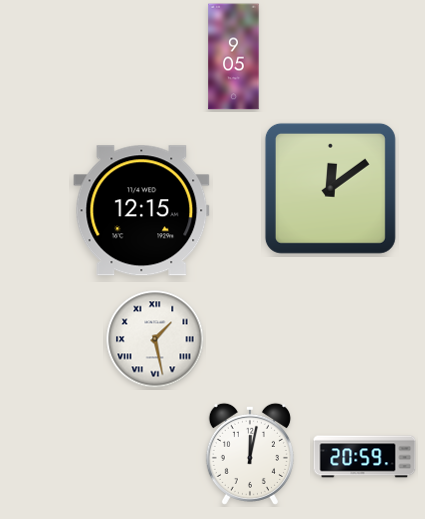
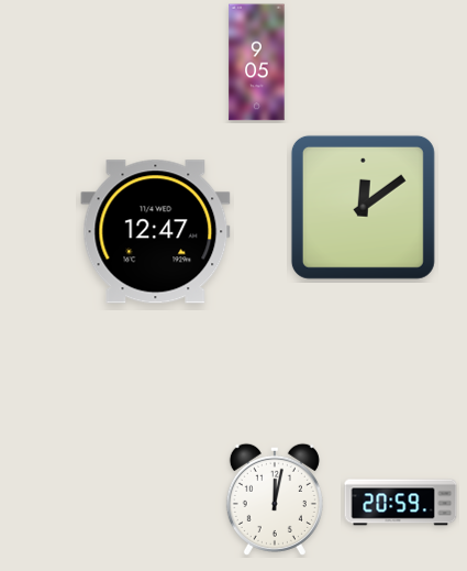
clock at (142, 211): 12:15 -> 12:47
clock at (155, 339): 1:28 -> none
